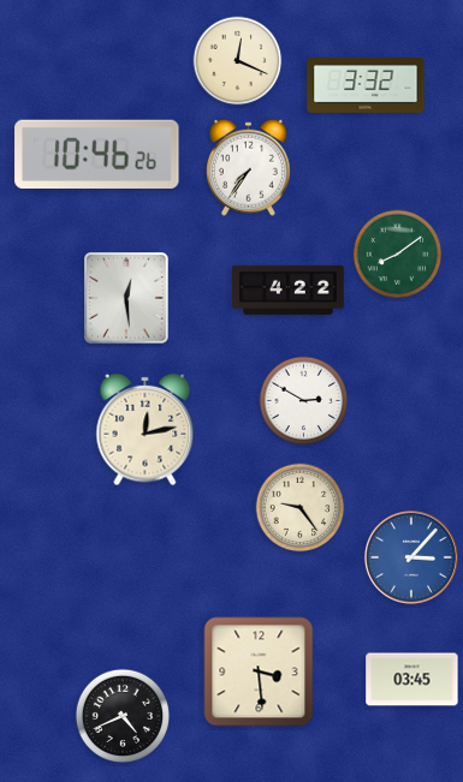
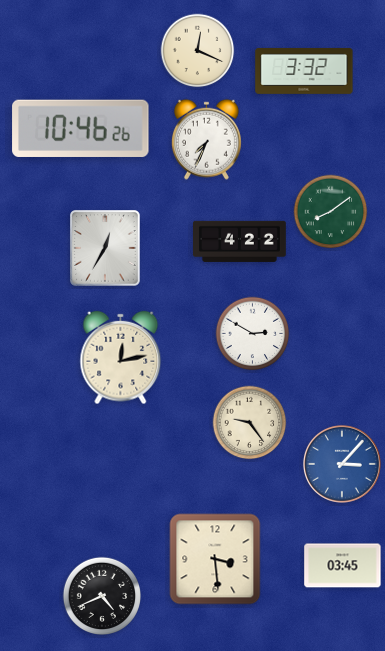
clock at (248, 167): 7:36 -> 7:34
clock at (127, 299): 12:29 -> 12:35
